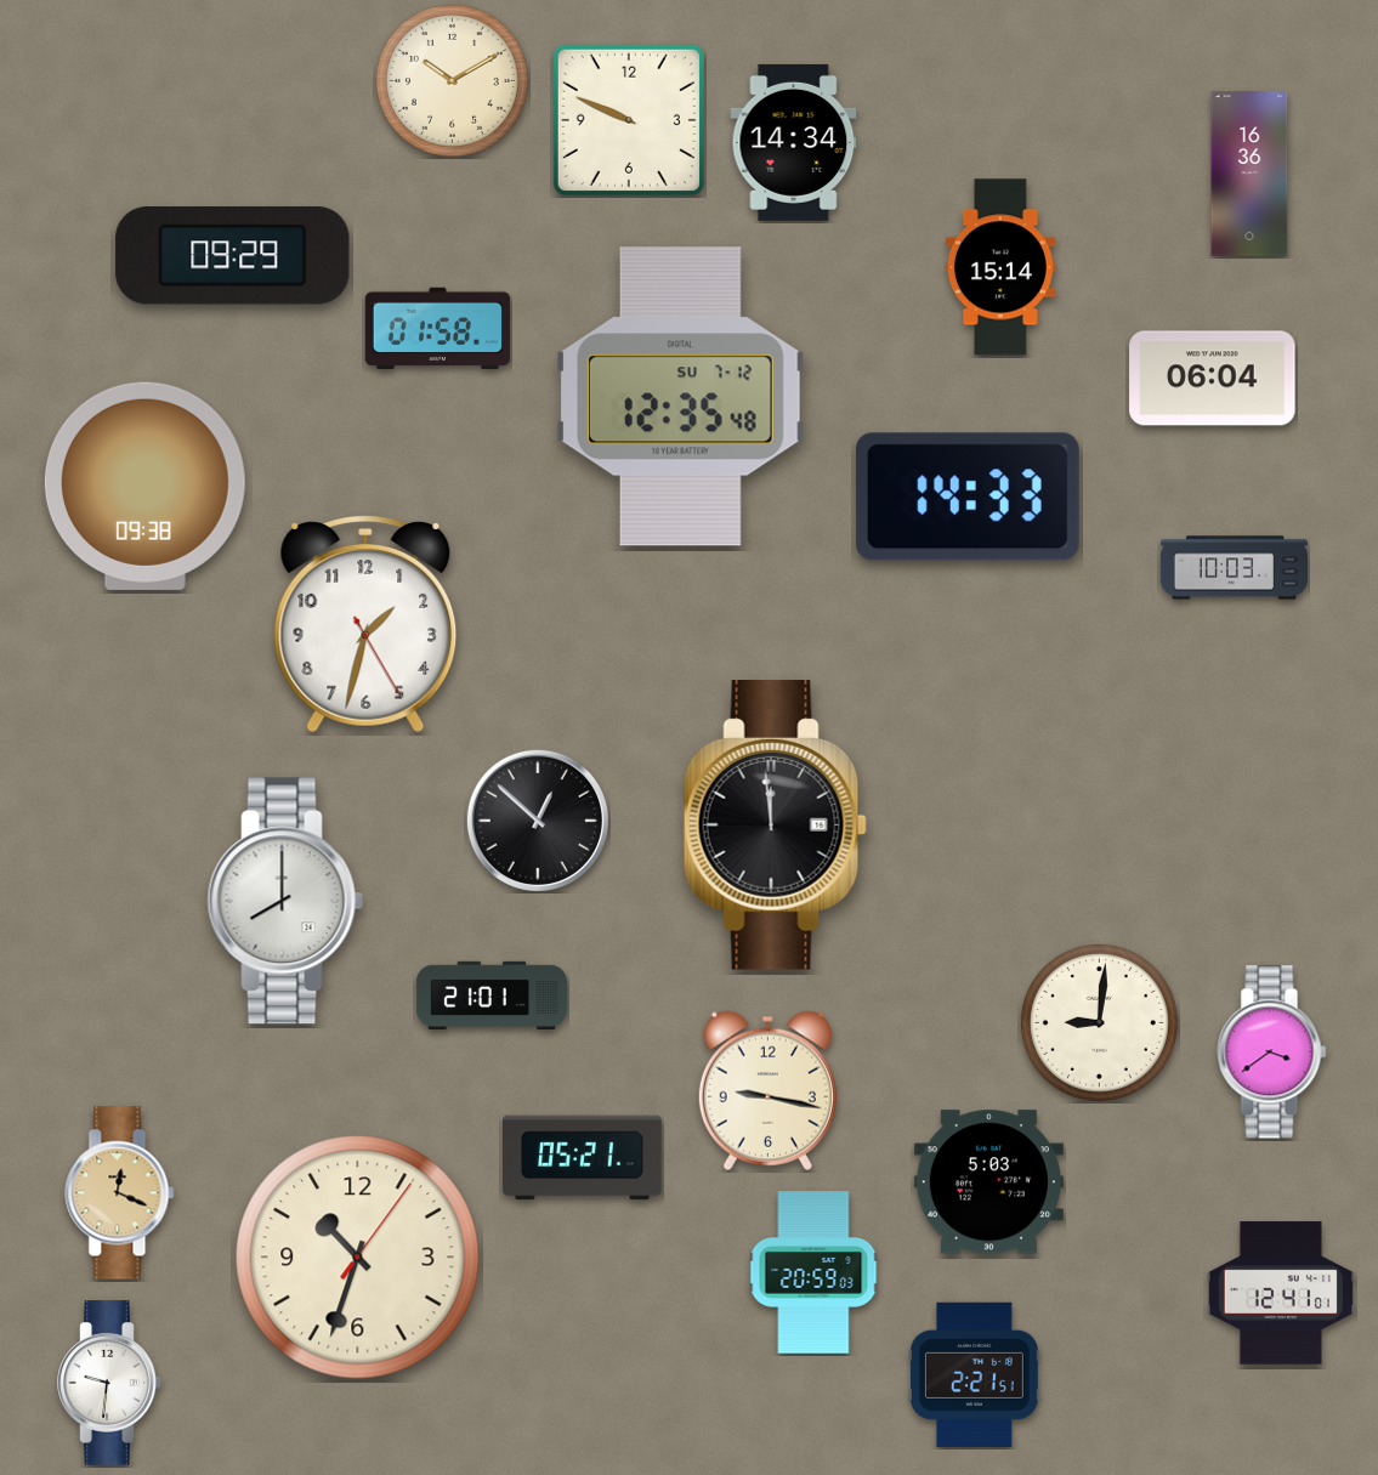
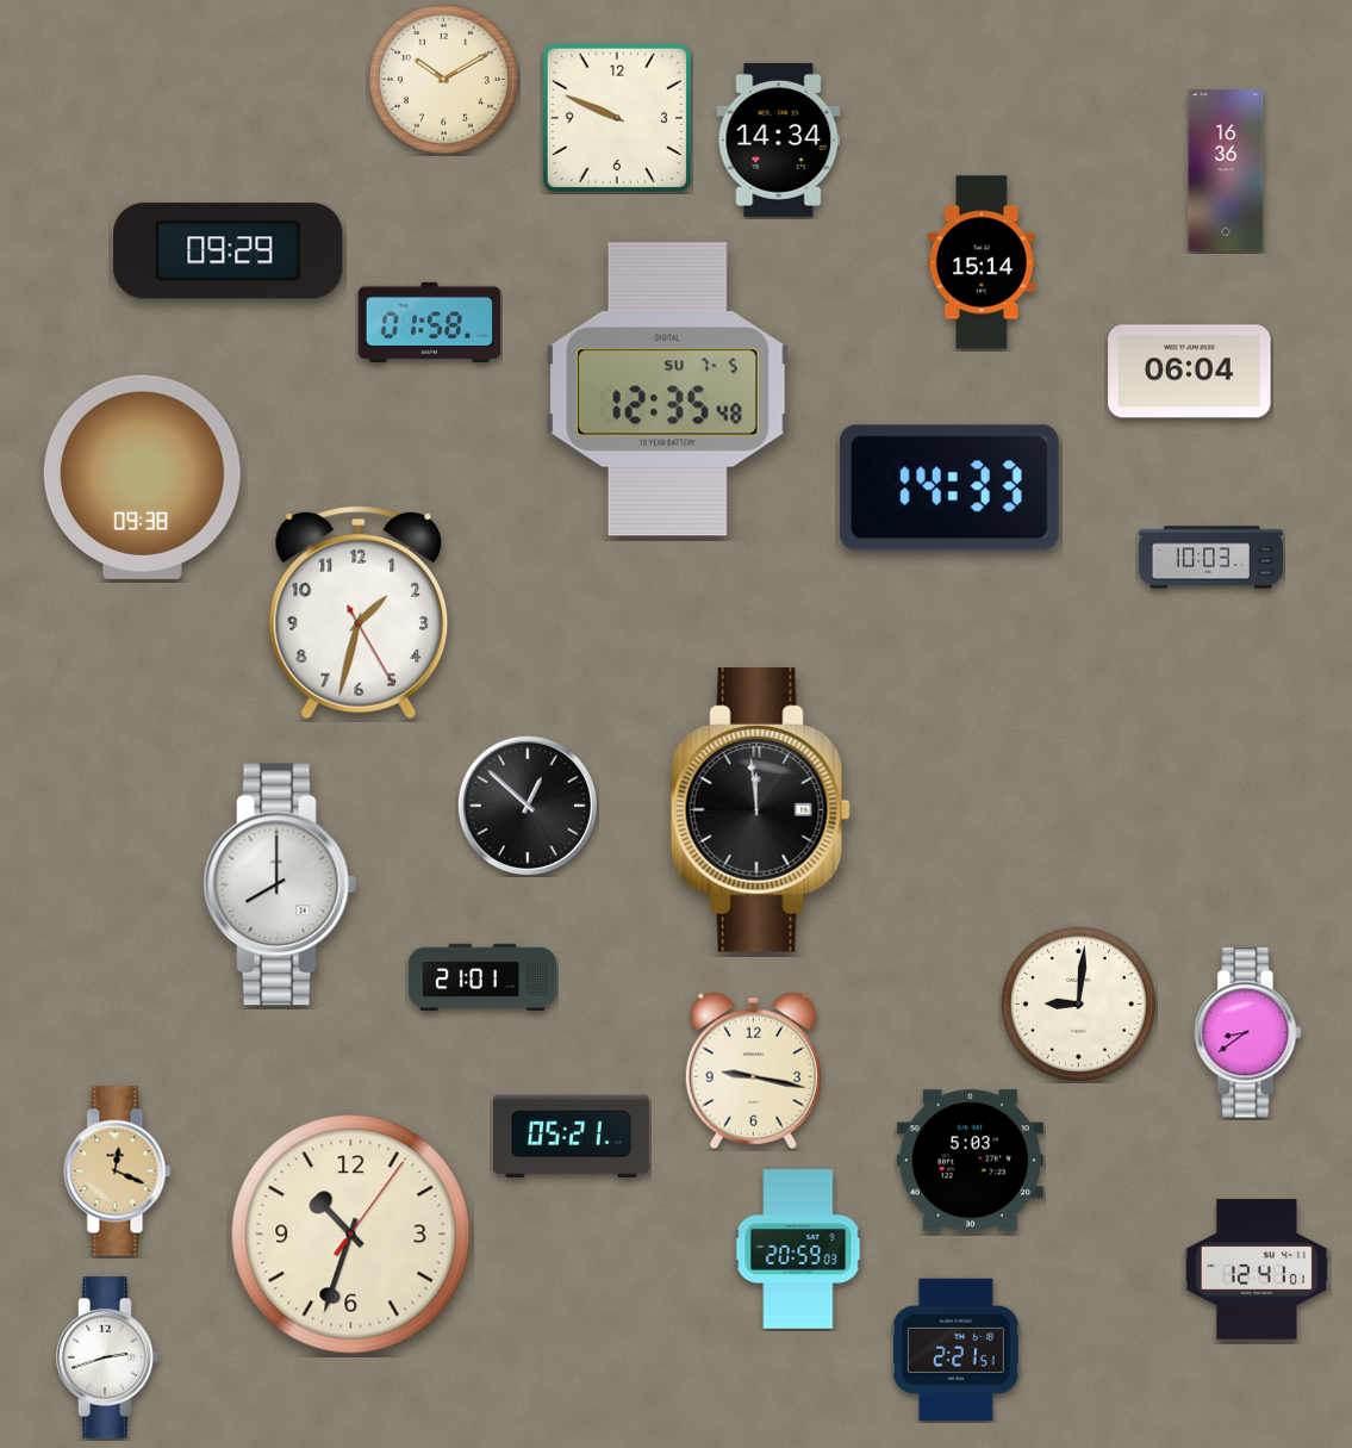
clock at (680, 397) date: SU 7-12 -> SU 7-5
clock at (1272, 1053): 3:39 -> 8:39
clock at (109, 1383): 9:31 -> 2:42
